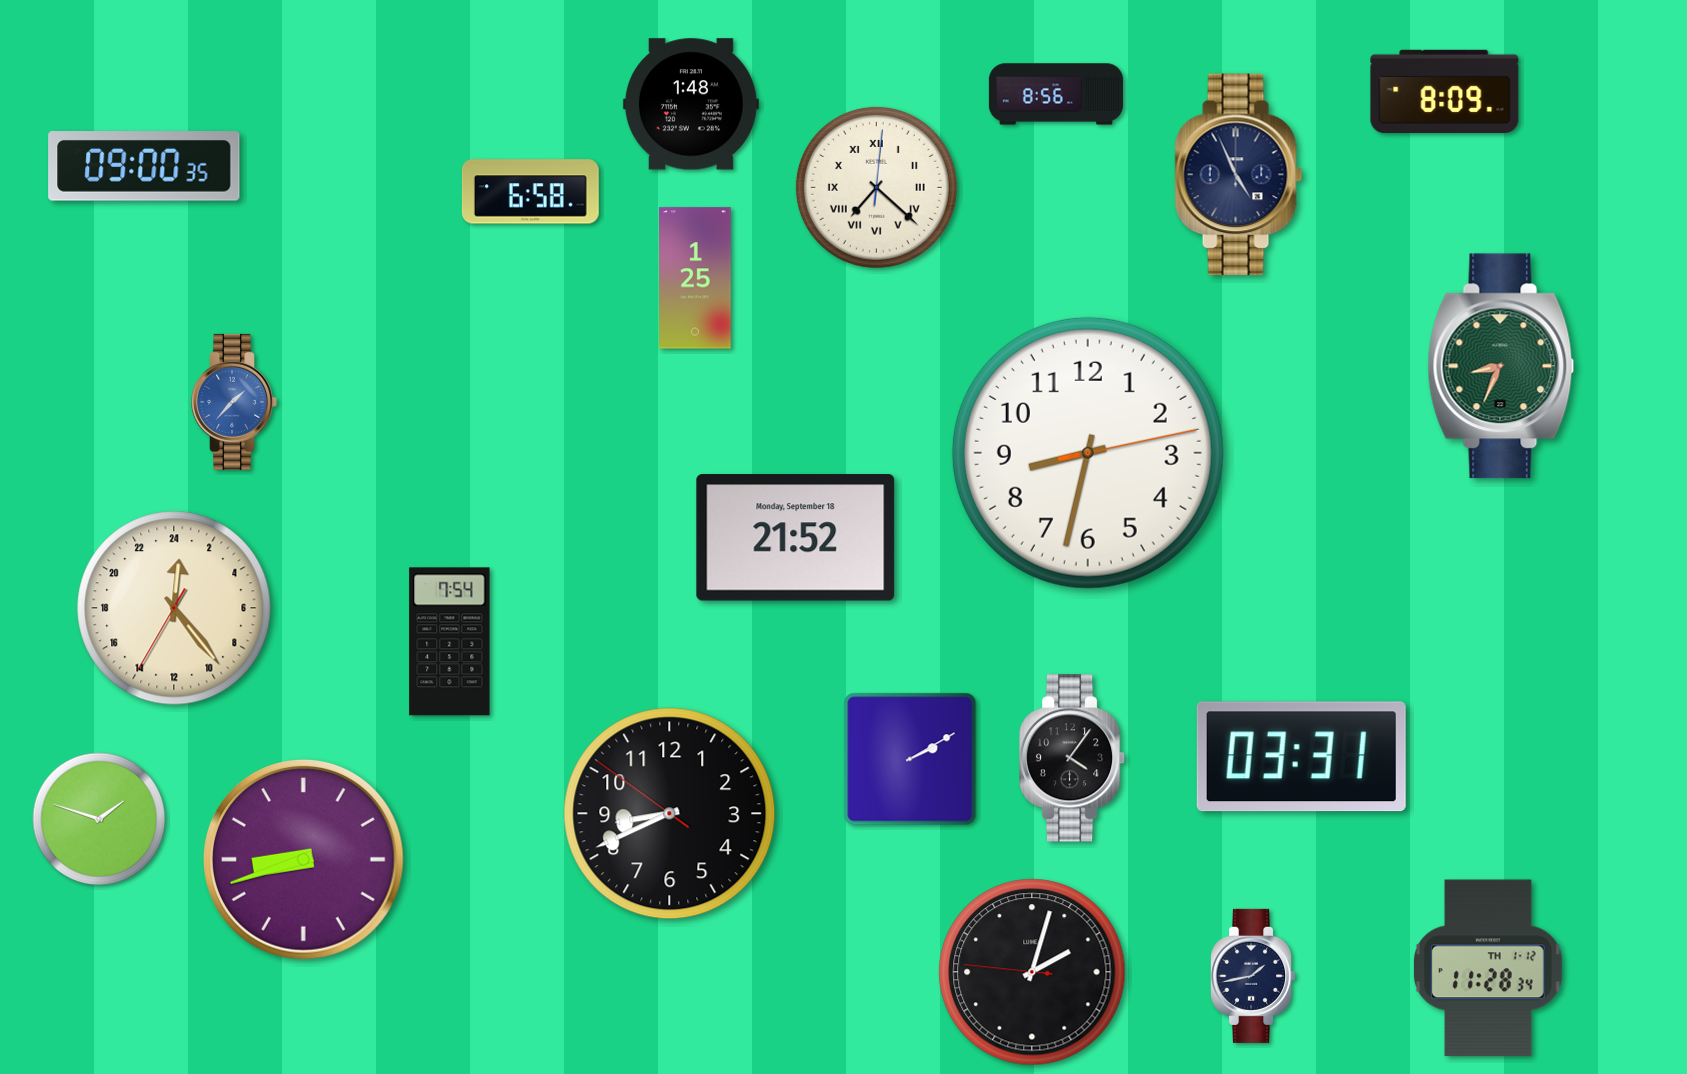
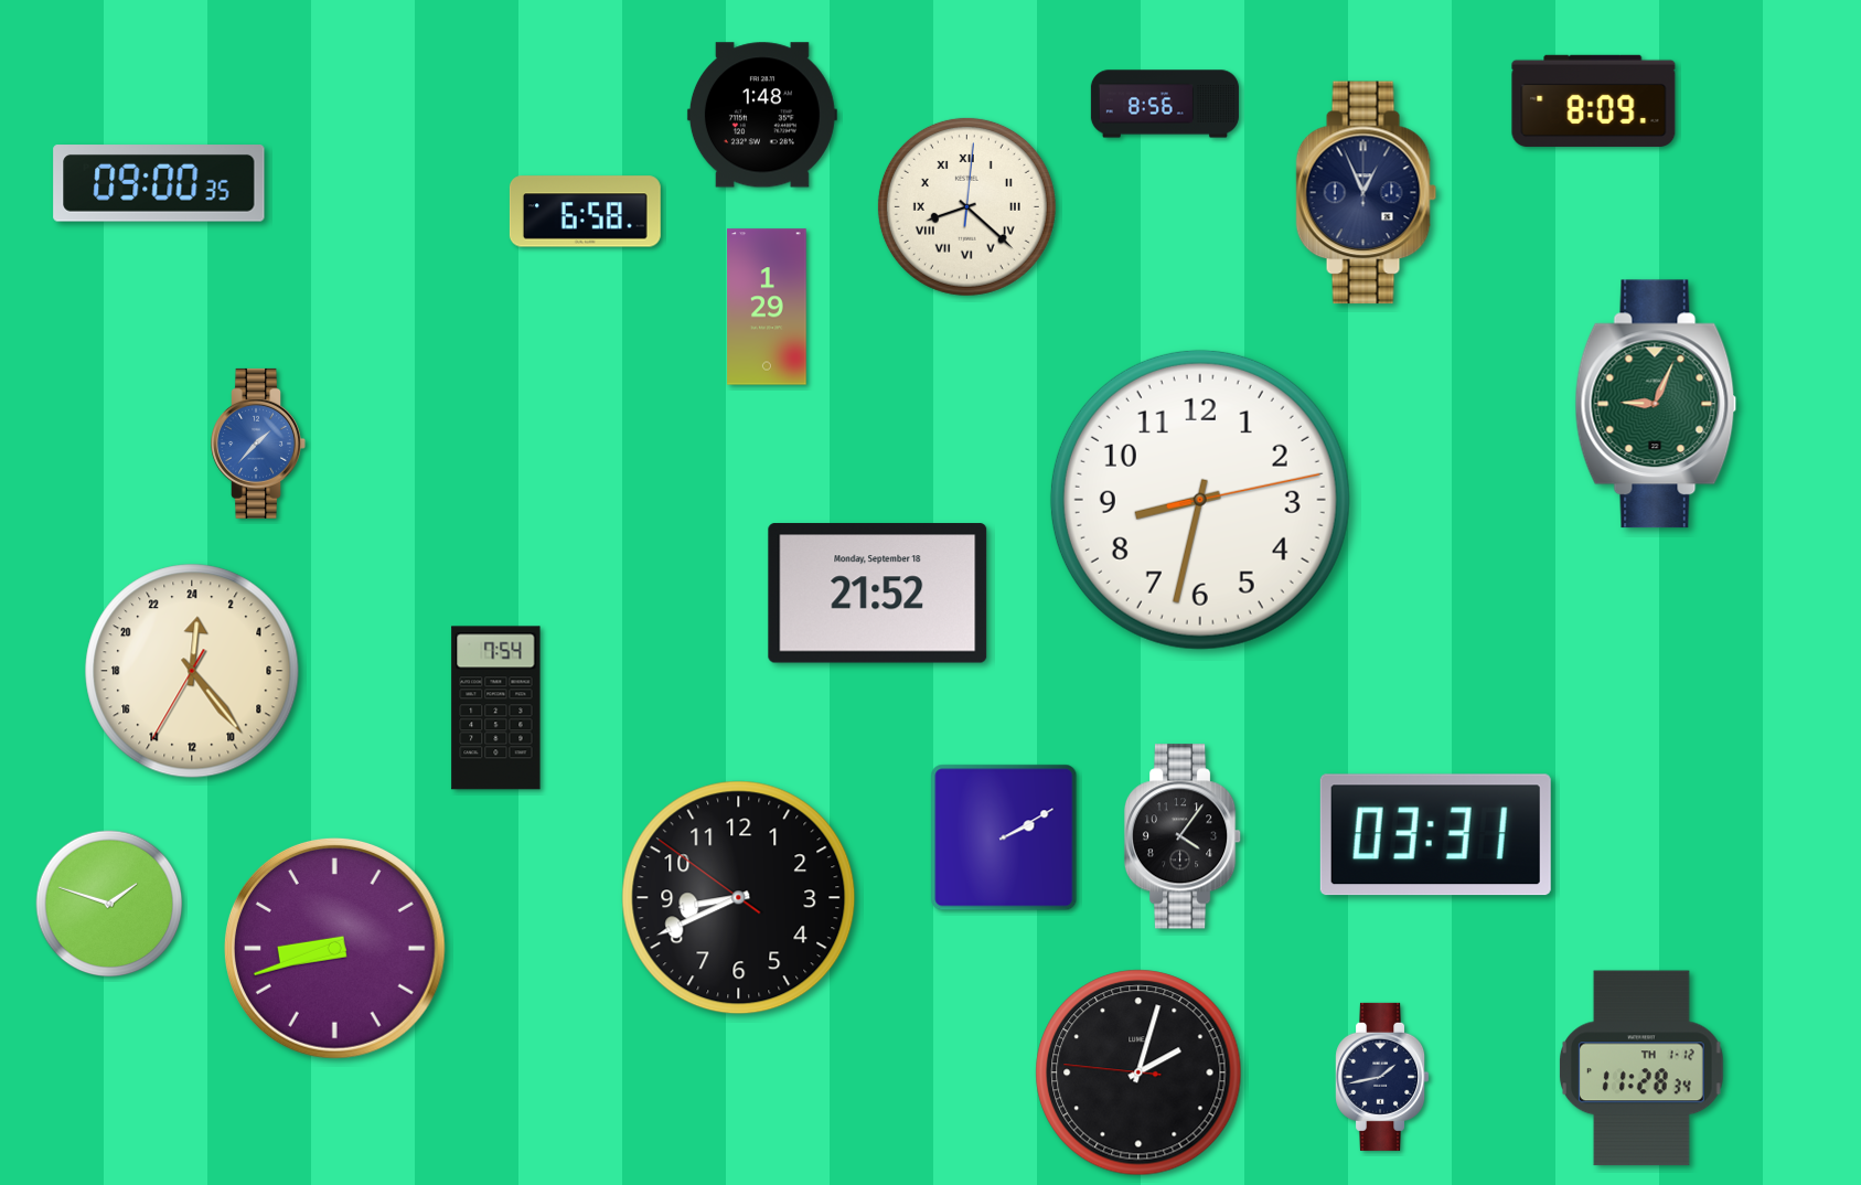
clock at (1239, 175): 4:56 -> 12:56
clock at (876, 187): 7:22 -> 8:22
clock at (695, 278): 1:25 -> 1:29
clock at (1501, 366): 8:34 -> 9:04
